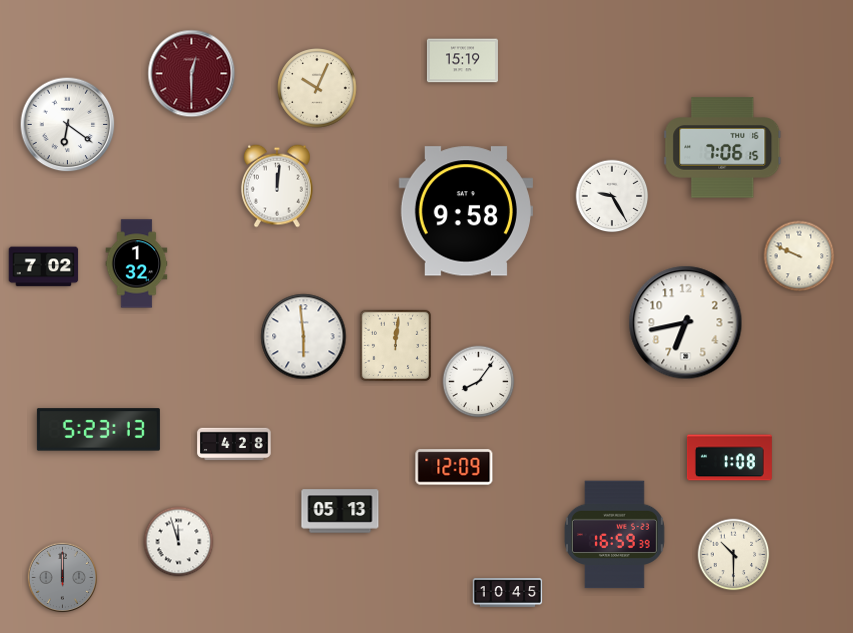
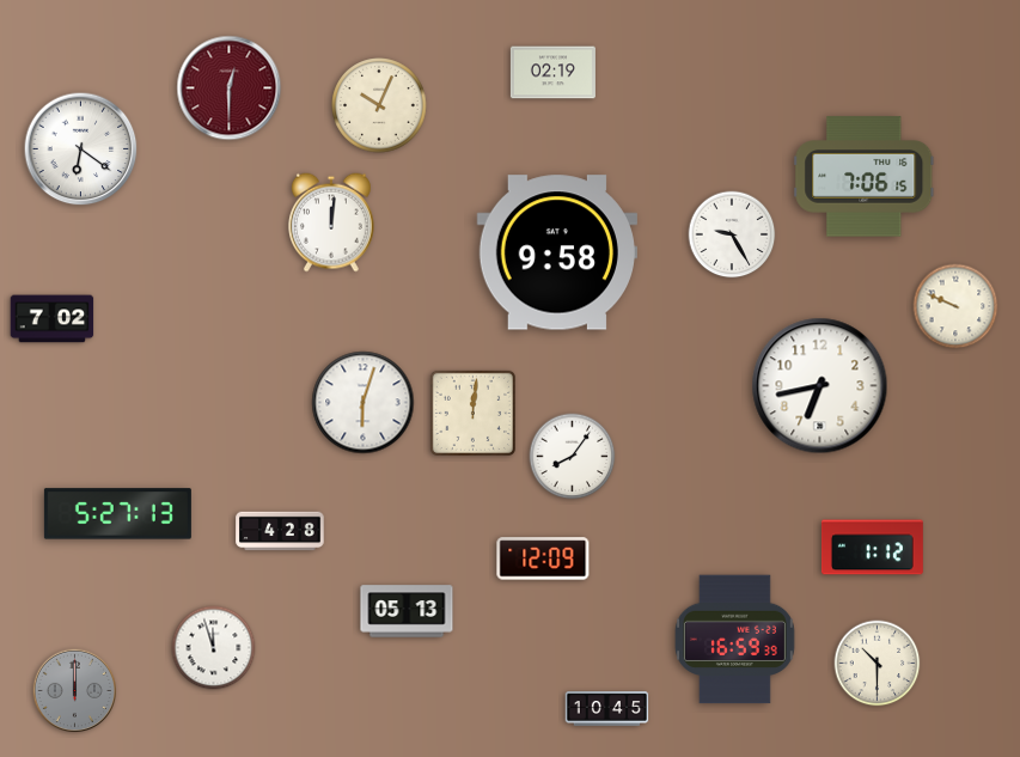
clock at (462, 61): 15:19 -> 02:19
clock at (137, 264): 1:32 -> none
clock at (304, 337): 5:59 -> 6:03
clock at (98, 430): 5:23 -> 5:27
clock at (729, 458): 1:08 -> 1:12
